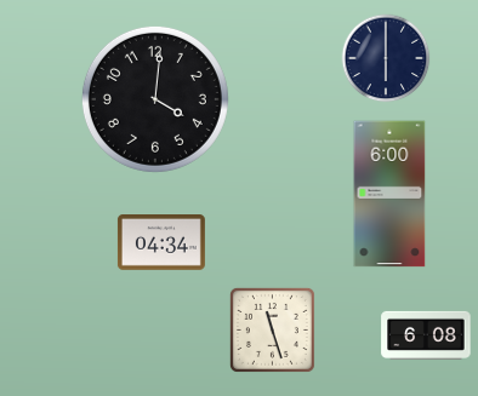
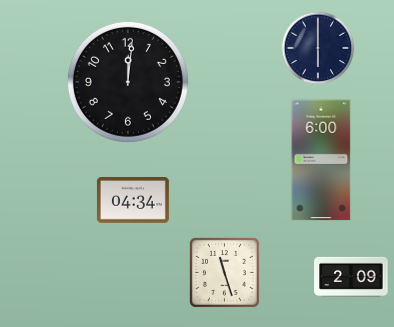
clock at (155, 99): 4:01 -> 12:01
clock at (426, 335): 6:08 -> 2:09
